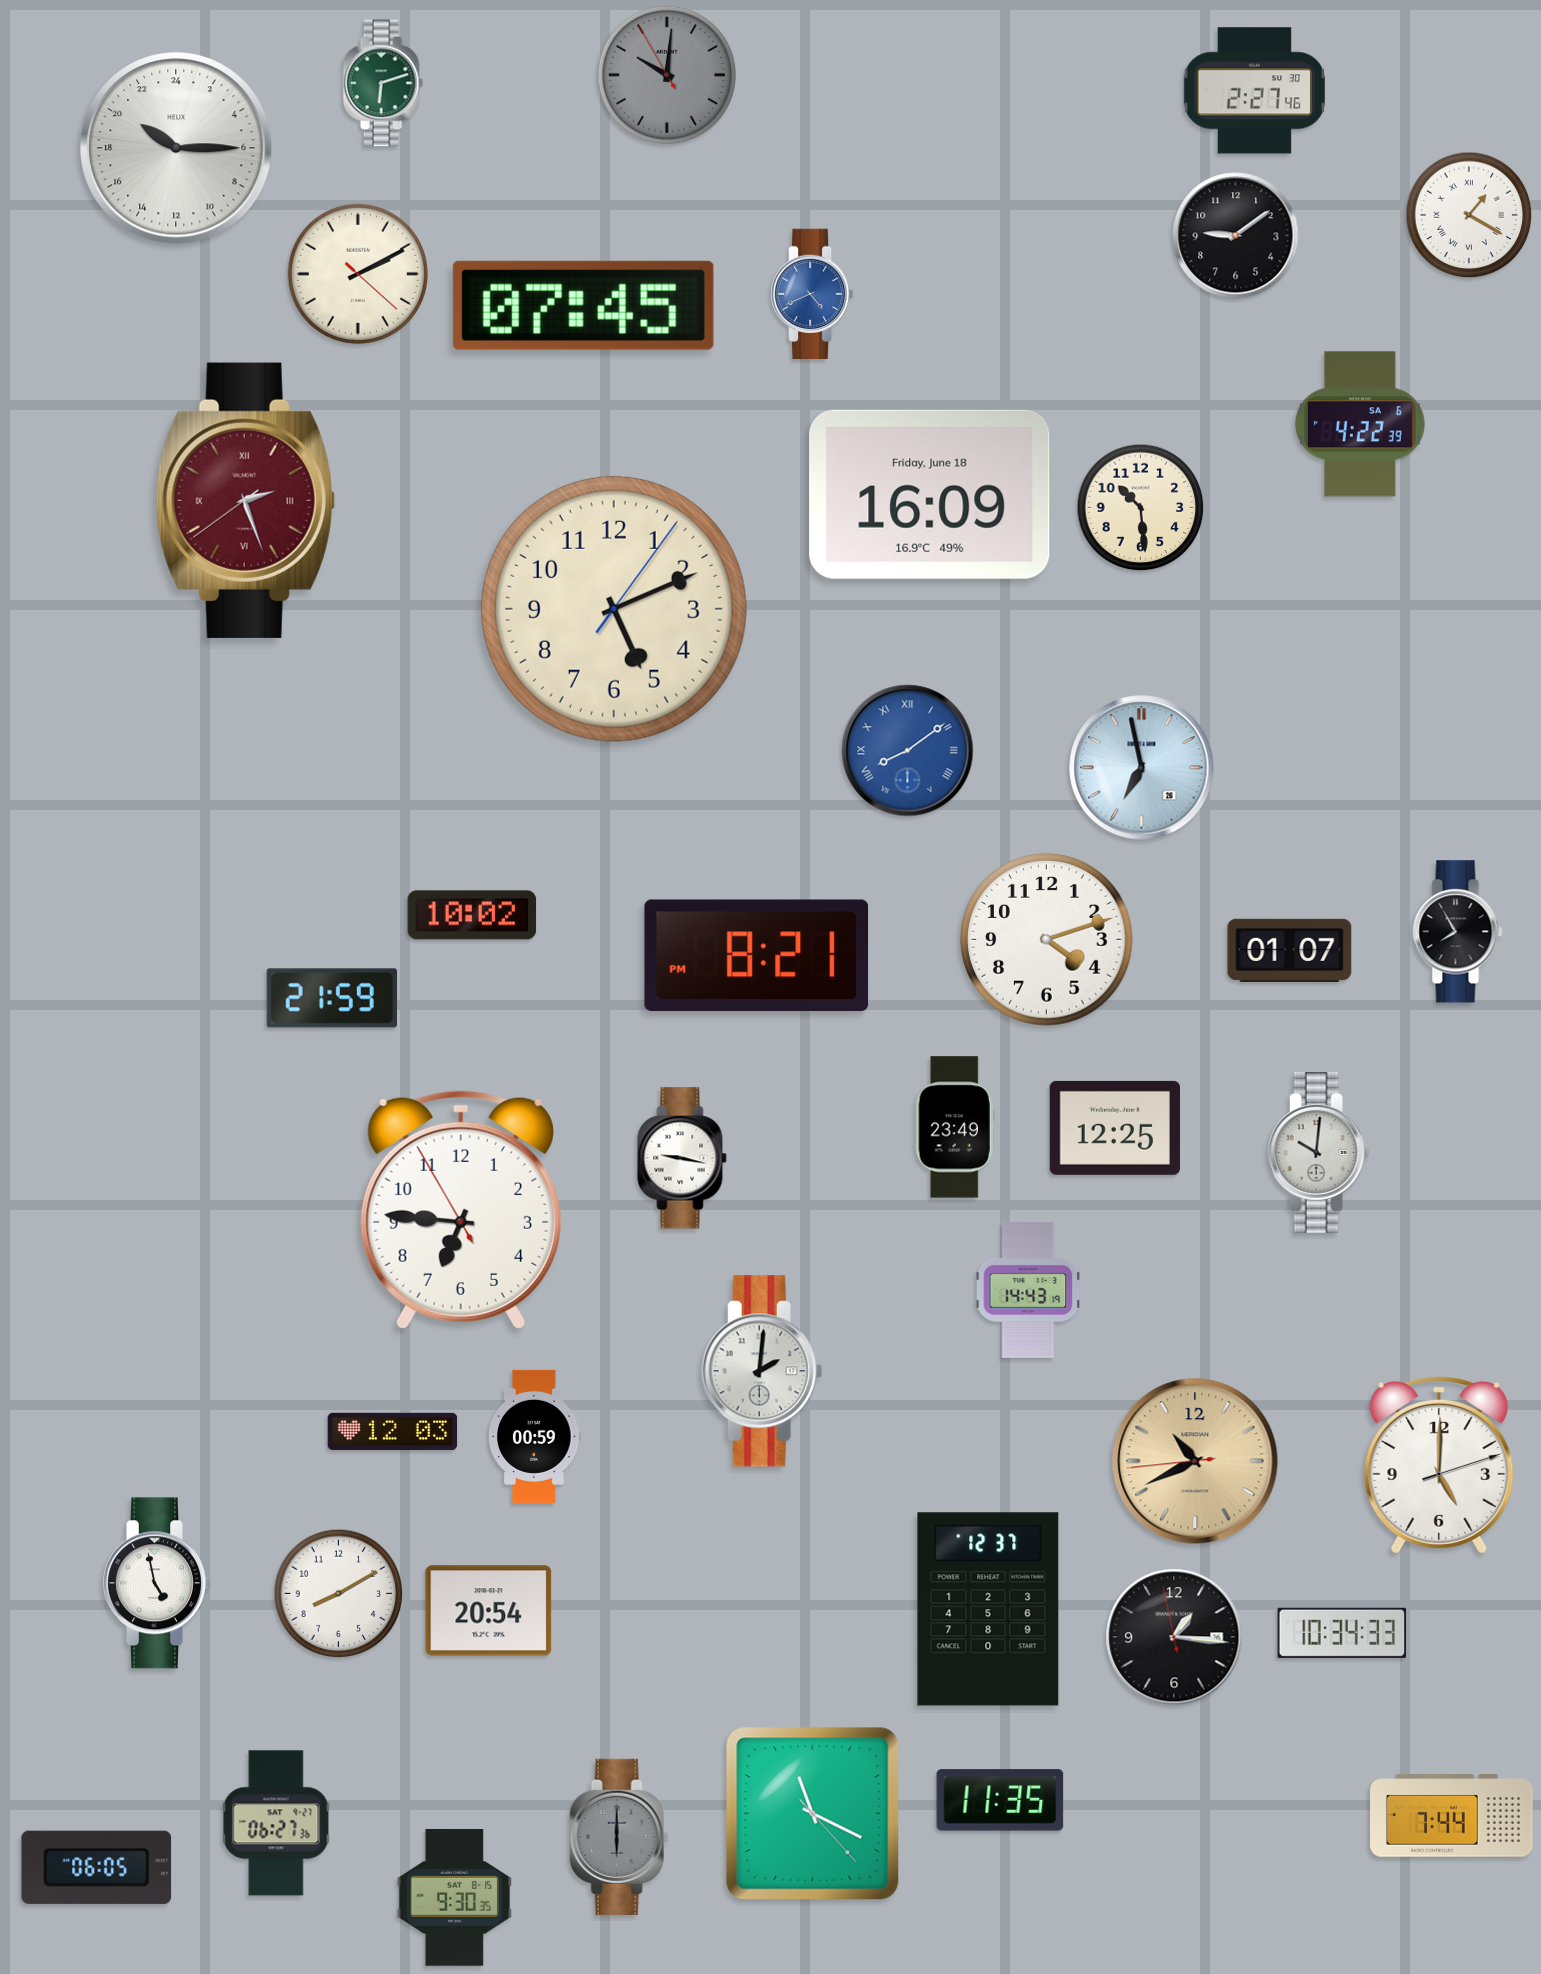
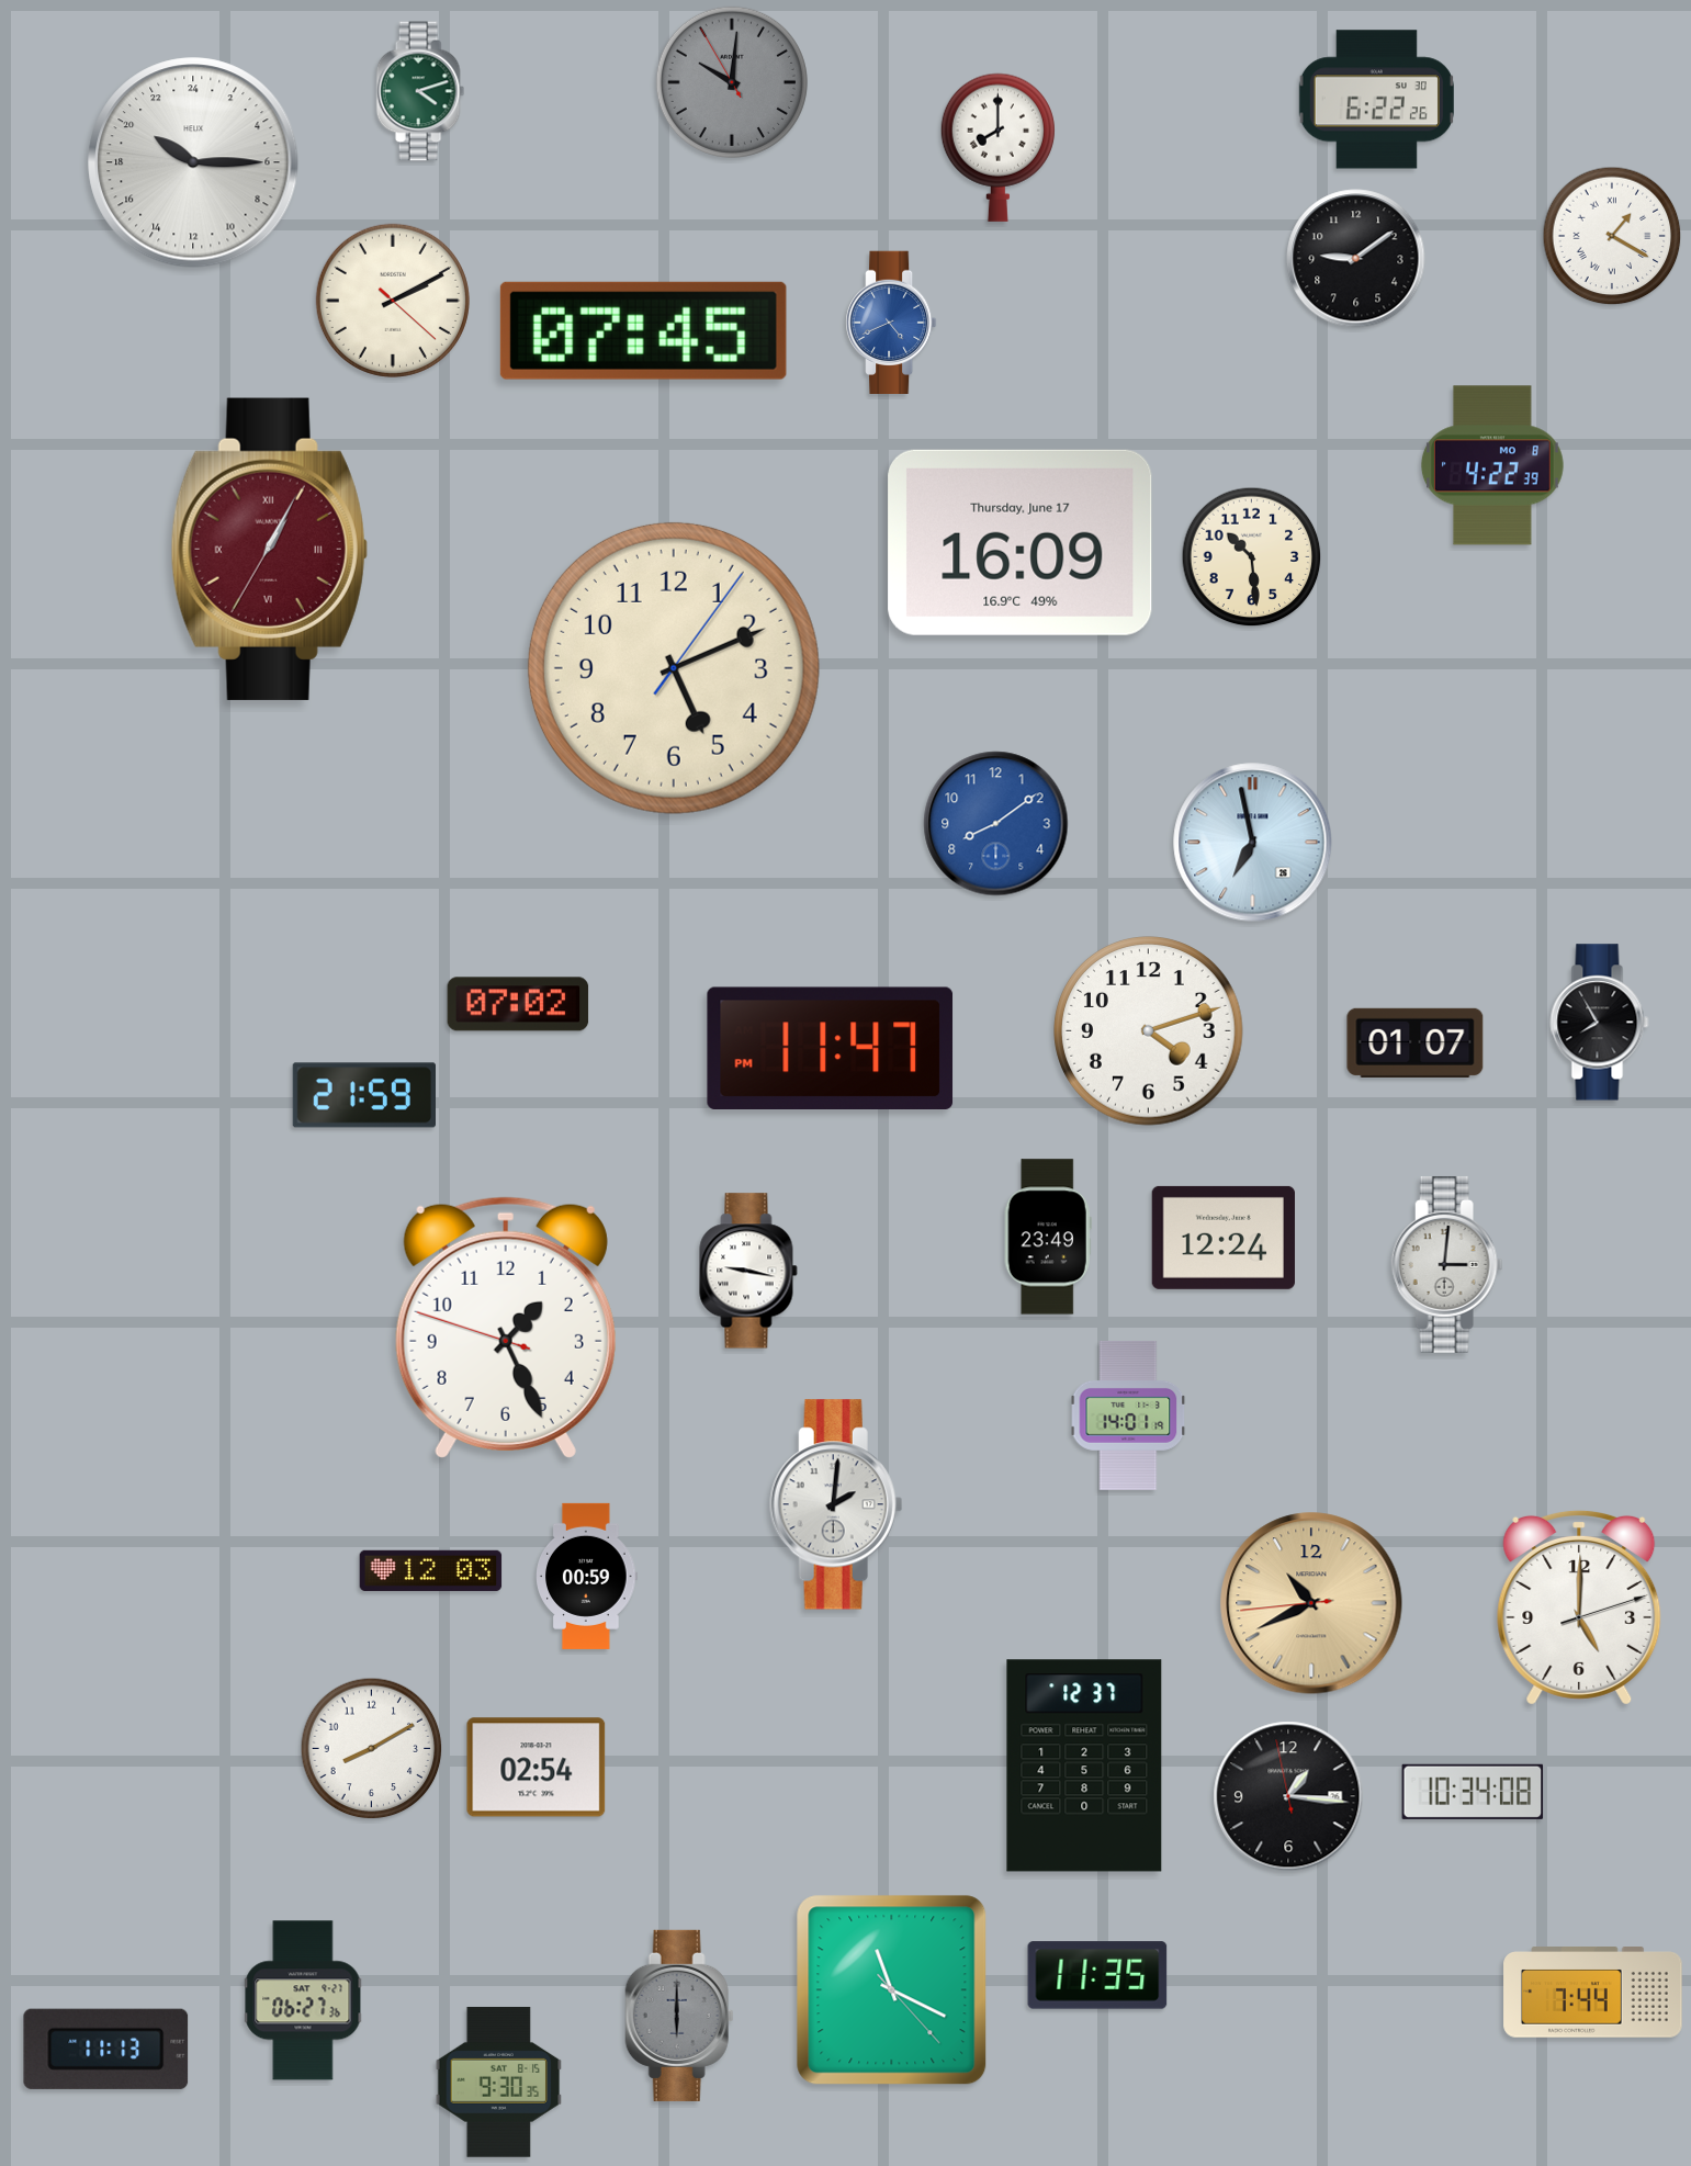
clock at (383, 83): 6:12 -> 4:12
clock at (1254, 91): 2:27 -> 6:22
clock at (997, 147): none -> 8:00
clock at (583, 305) position: (583, 305) -> (643, 330)
clock at (1360, 424) date: SA 6 -> MO 8
clock at (930, 494) date: Friday, June 18 -> Thursday, June 17
clock at (245, 500): 2:26 -> 1:04
clock at (908, 751) numerals: Roman -> Arabic
clock at (472, 915): 10:02 -> 07:02
clock at (757, 955): 8:21 -> 11:47
clock at (1115, 1128): 12:25 -> 12:24
clock at (1319, 1152): 10:01 -> 3:01
clock at (461, 1210): 6:45 -> 1:25
clock at (1028, 1290): 14:43 -> 14:01
clock at (157, 1583): 4:58 -> none
clock at (489, 1611): 20:54 -> 02:54
clock at (1342, 1633): 10:34:33 -> 10:34:08
clock at (97, 1867): 06:05 -> 11:13
